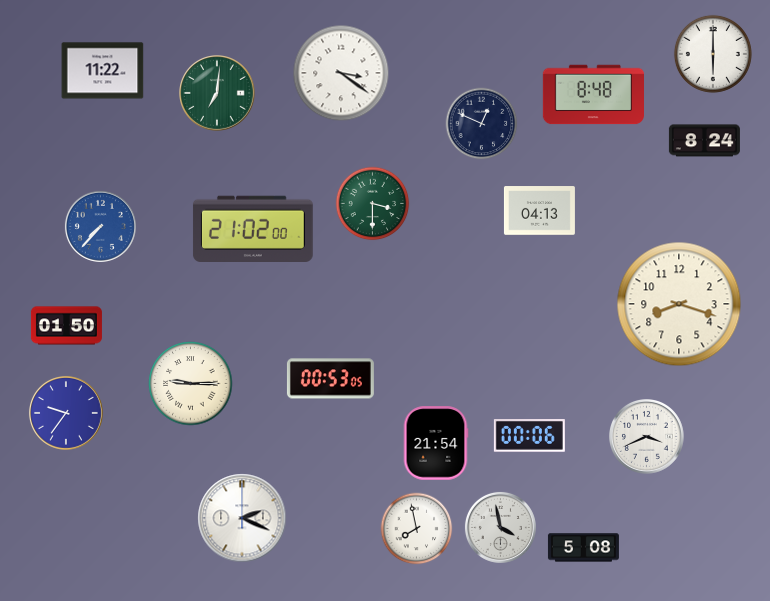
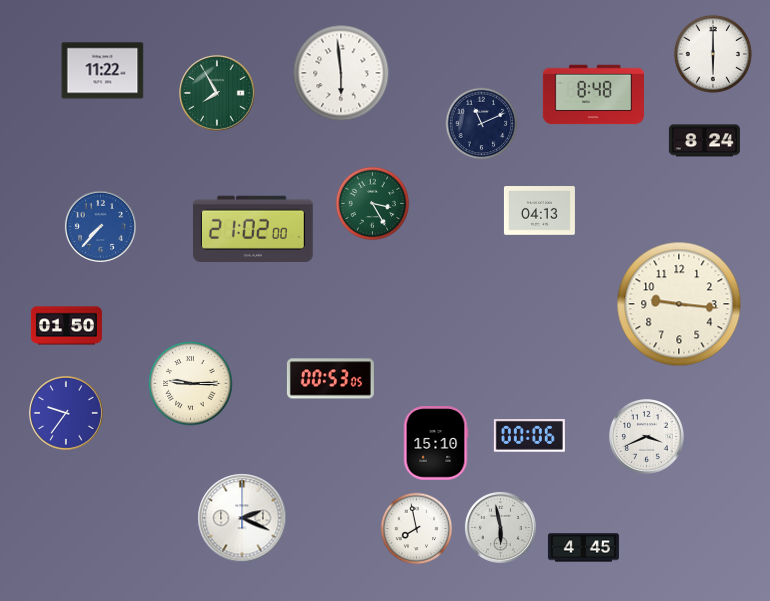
clock at (341, 73): 3:21 -> 5:59
clock at (218, 94): 7:01 -> 7:55
clock at (482, 124): 12:49 -> 11:11
clock at (373, 204): 3:30 -> 3:25
clock at (679, 304): 8:18 -> 9:16
clock at (436, 443): 21:54 -> 15:10
clock at (500, 527): 3:58 -> 5:58
clock at (583, 548): 5:08 -> 4:45
